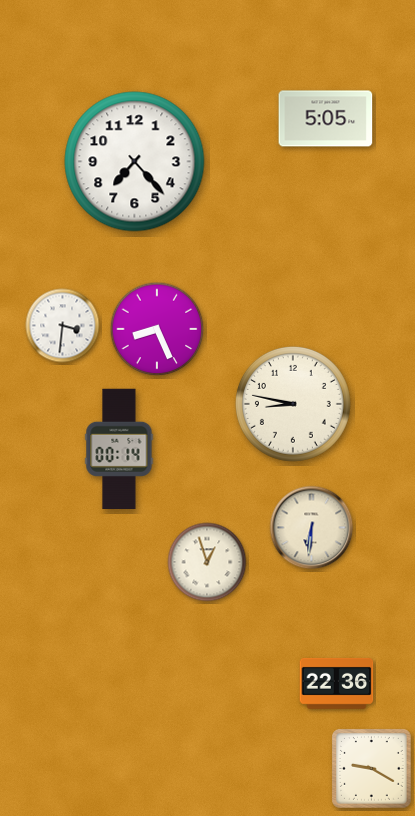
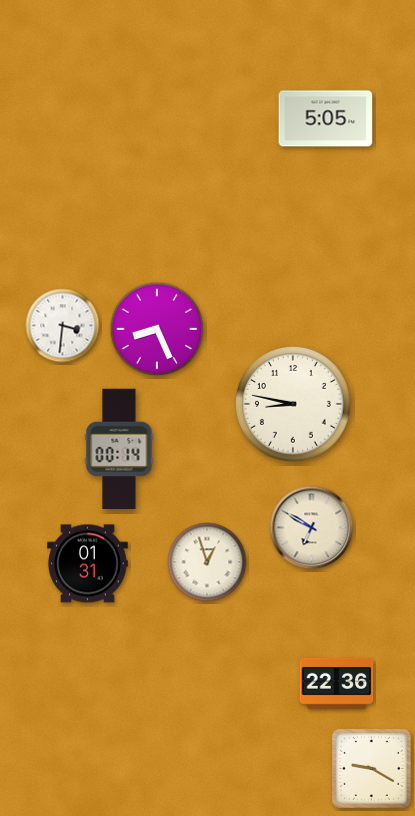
clock at (135, 162): 7:23 -> none
clock at (312, 528): 6:31 -> 6:50
clock at (88, 564): none -> 01:31
